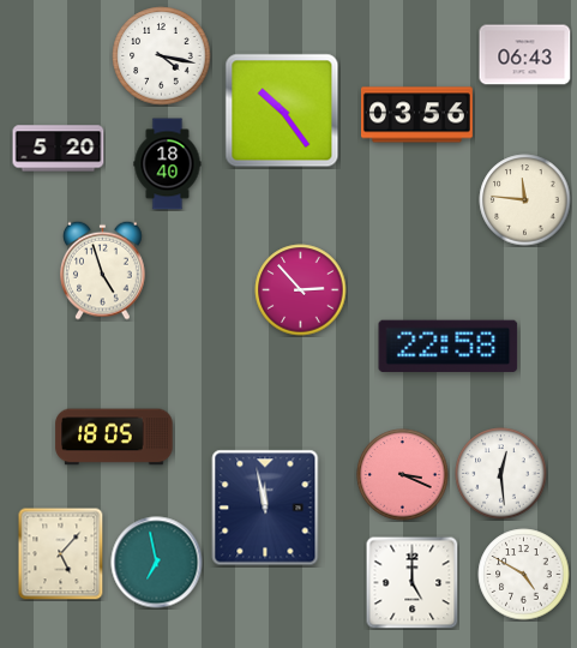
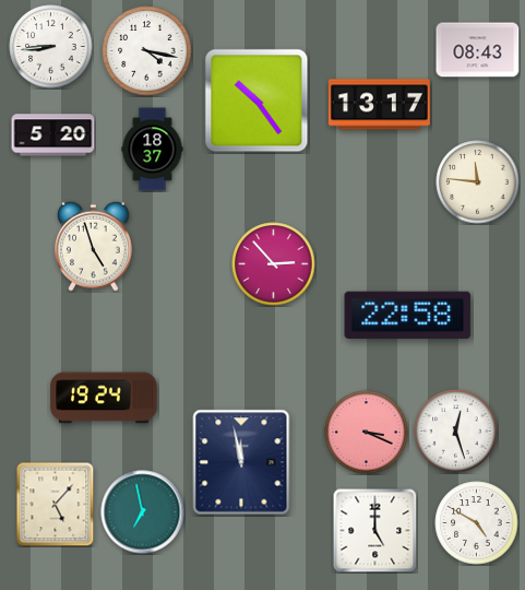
clock at (51, 47): none -> 8:44
clock at (525, 55): 06:43 -> 08:43
clock at (417, 115): 03:56 -> 13:17
clock at (168, 164): 18:40 -> 18:37
clock at (114, 437): 18:05 -> 19:24
clock at (501, 474): 12:29 -> 12:27
